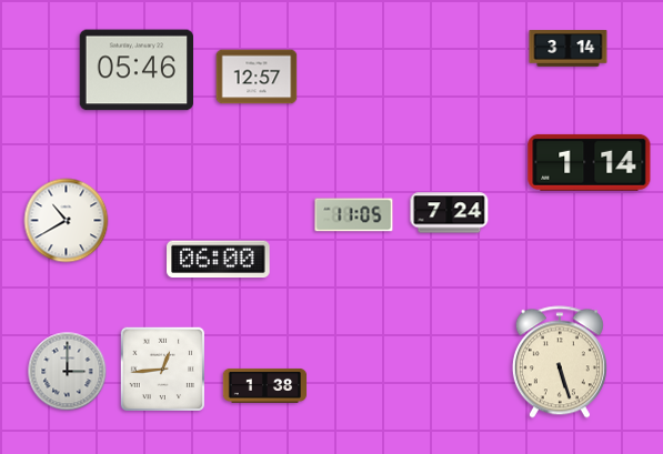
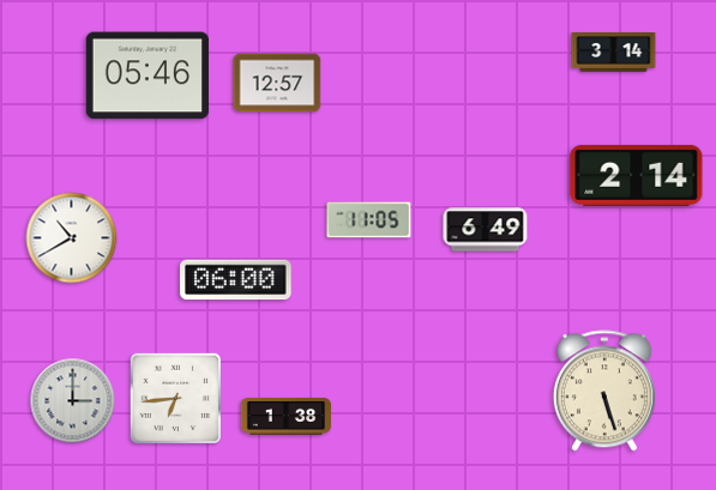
clock at (590, 162): 1:14 -> 2:14
clock at (450, 213): 7:24 -> 6:49
clock at (354, 215) position: (354, 215) -> (369, 220)
clock at (162, 369): 12:44 -> 6:44
